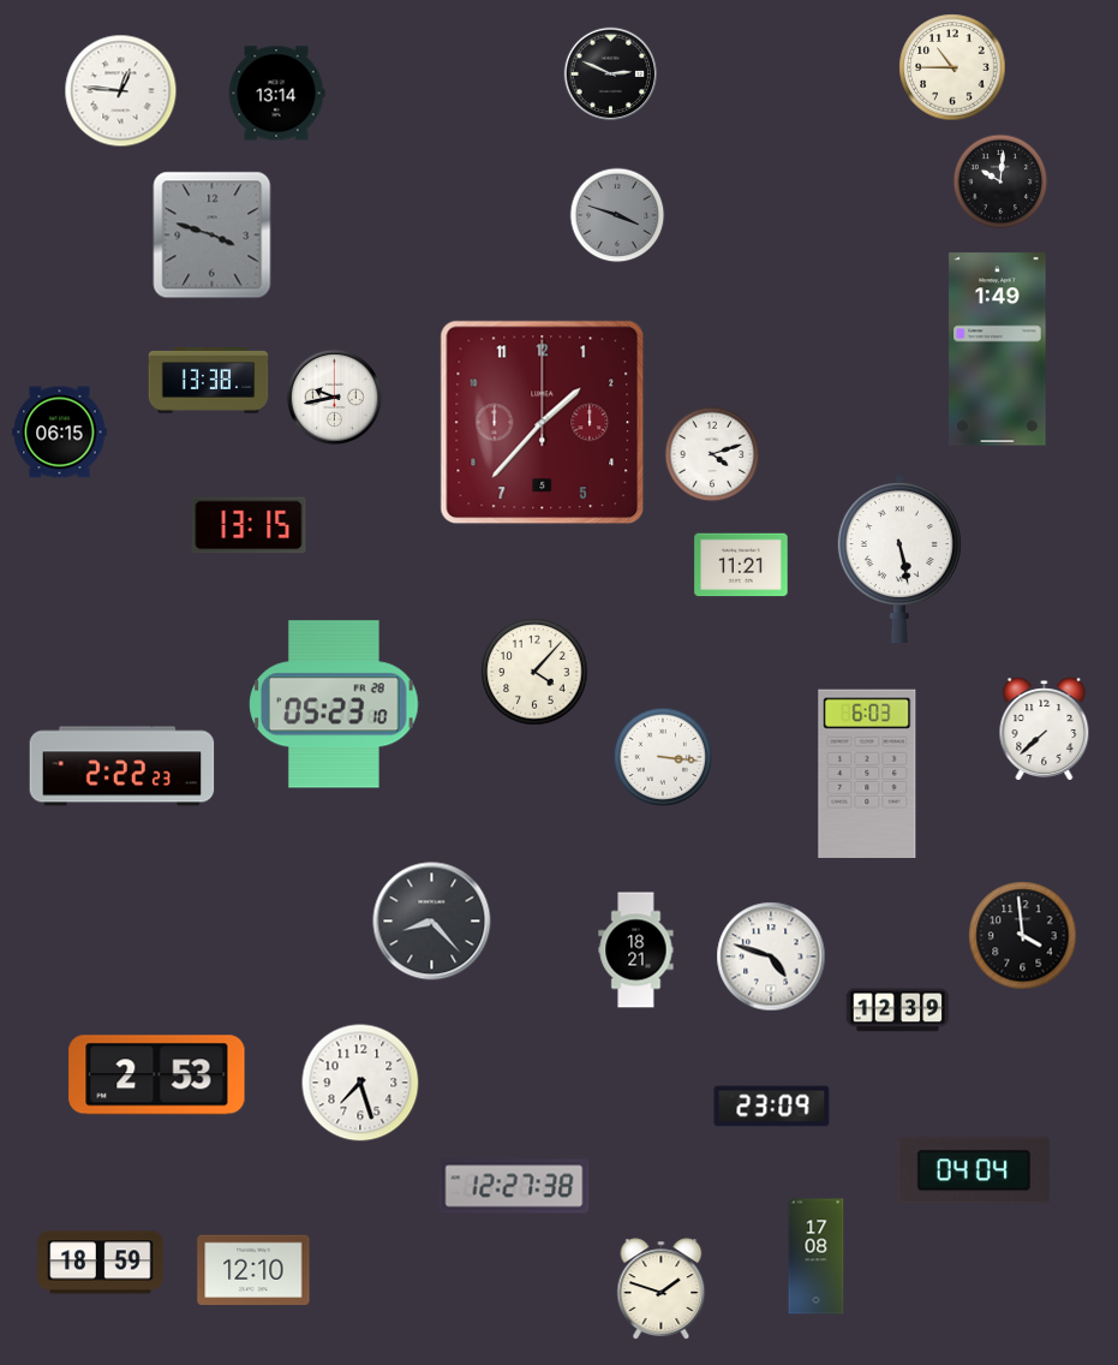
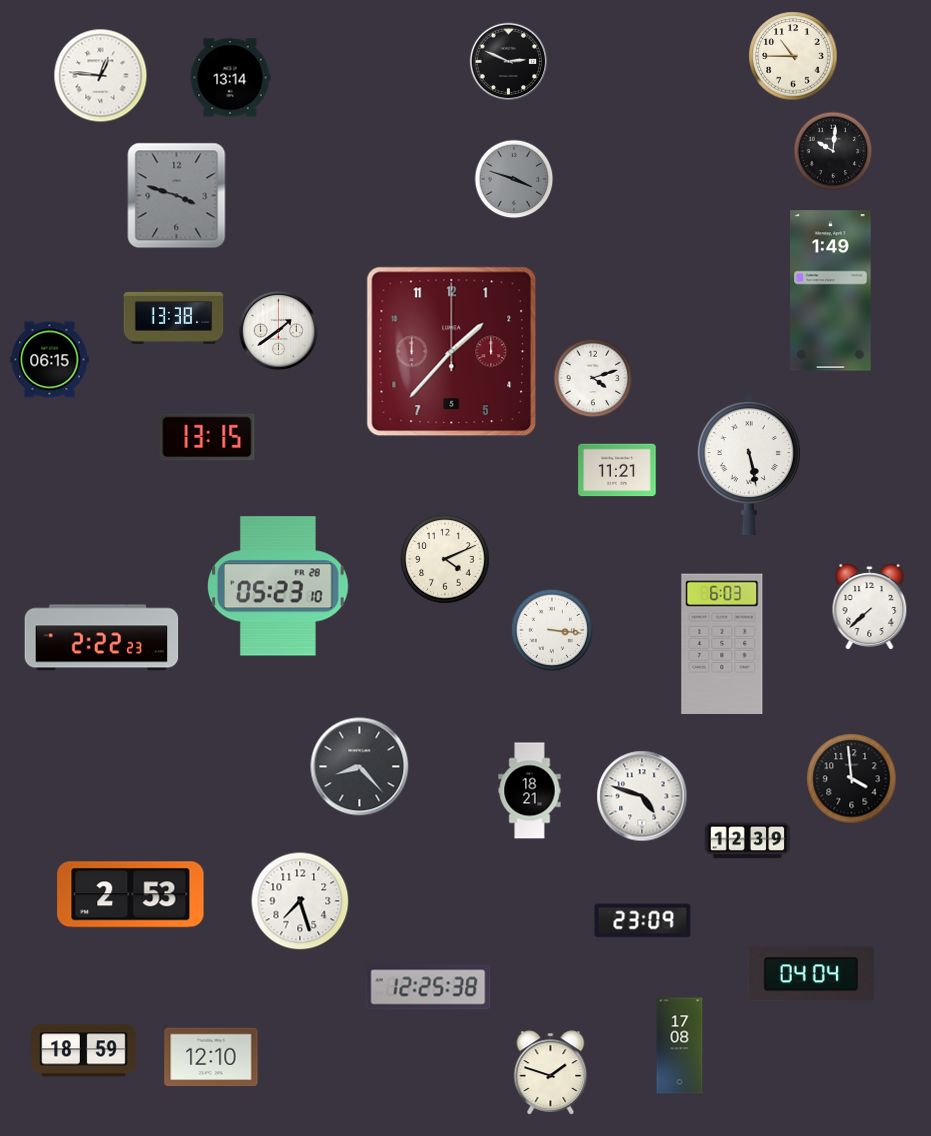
clock at (334, 397): 9:43 -> 1:39
clock at (534, 672): 4:07 -> 4:11
clock at (514, 1186): 12:27 -> 12:25
